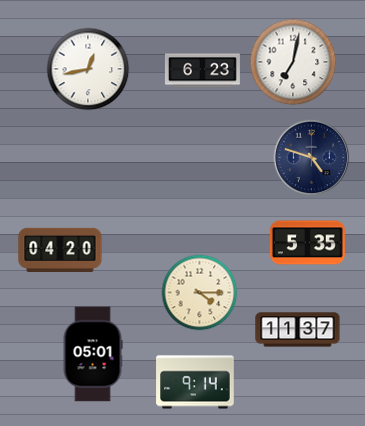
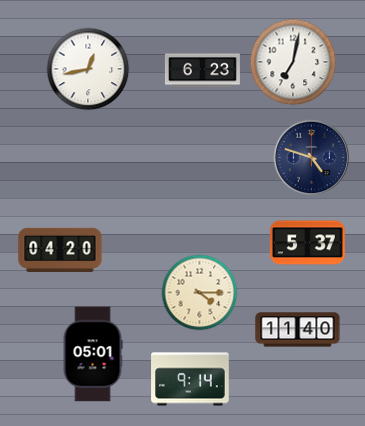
clock at (307, 243): 5:35 -> 5:37
clock at (298, 330): 11:37 -> 11:40
clock at (195, 382) position: (195, 382) -> (190, 379)
